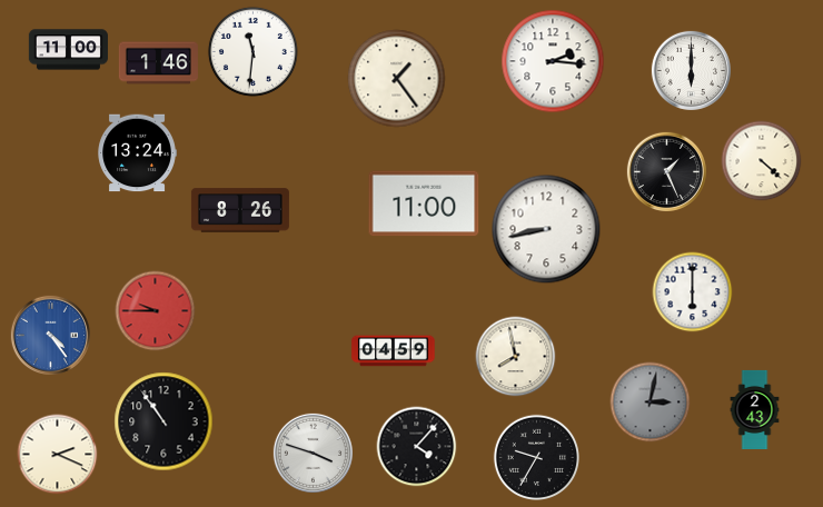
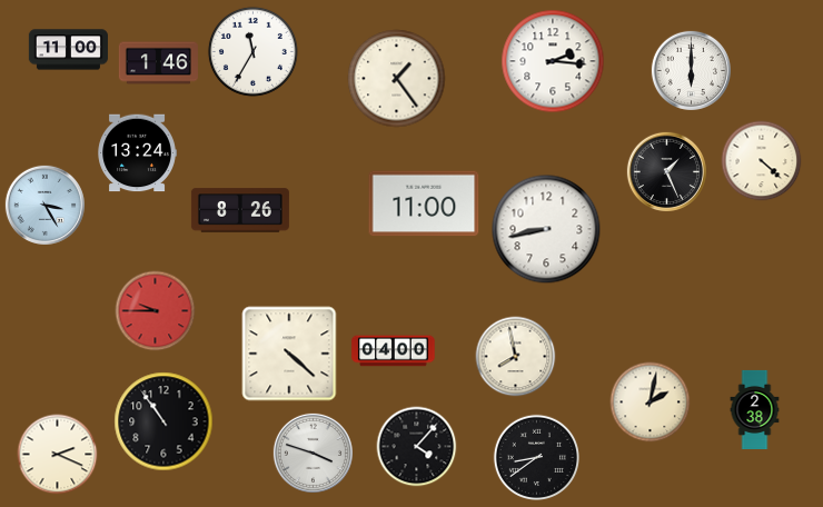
clock at (252, 51): 11:31 -> 11:35
clock at (44, 205): none -> 3:25
clock at (693, 292): 6:00 -> none
clock at (50, 335): 4:24 -> none
clock at (394, 351): 04:59 -> 04:00
clock at (289, 354): none -> 4:22
clock at (651, 402): 3:02 -> 2:02
clock at (651, 402) dial: grey -> cream
clock at (755, 409): 2:43 -> 2:38
clock at (536, 457): 9:35 -> 8:39
